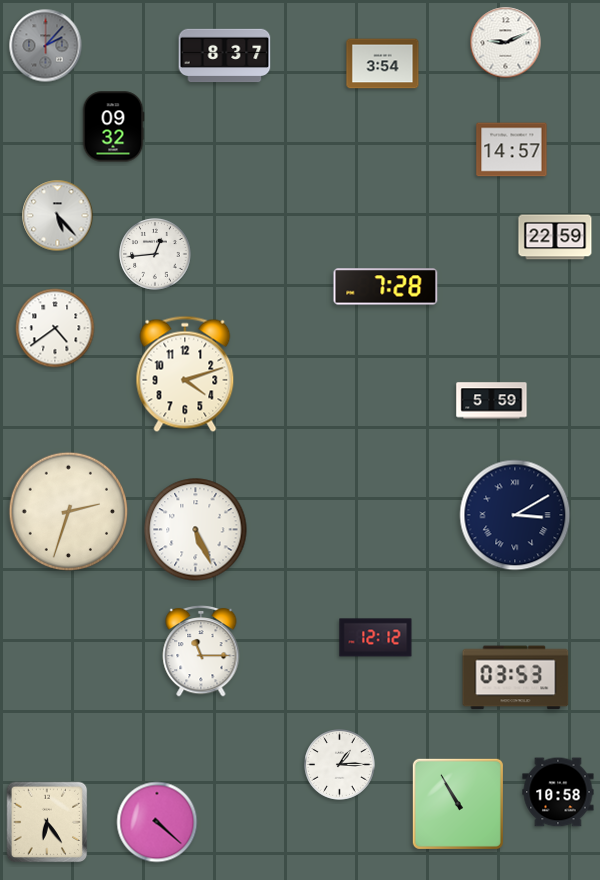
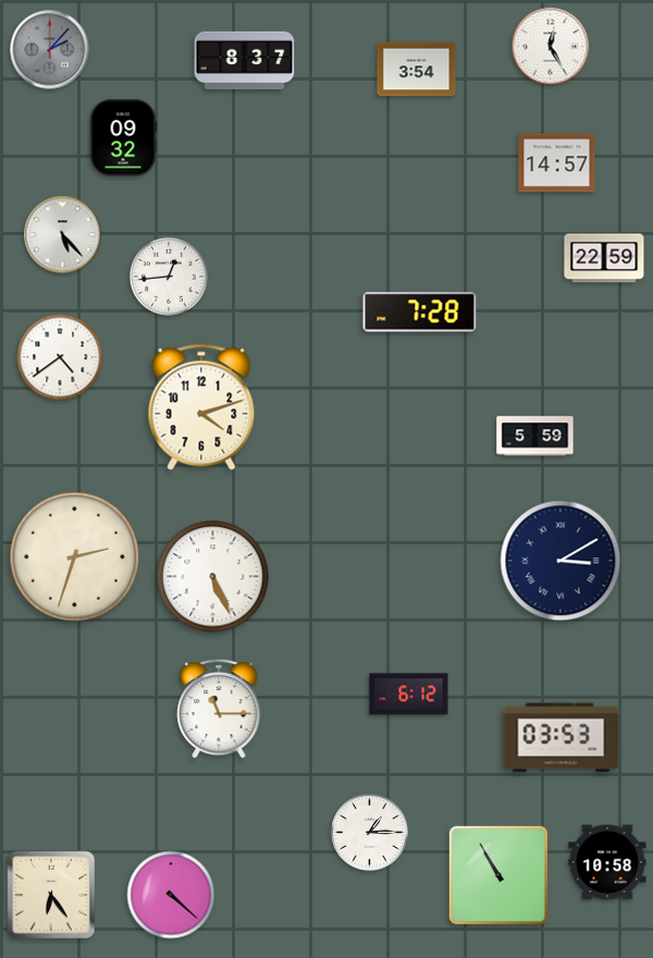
clock at (506, 43): 9:11 -> 12:25
clock at (376, 638): 12:12 -> 6:12
